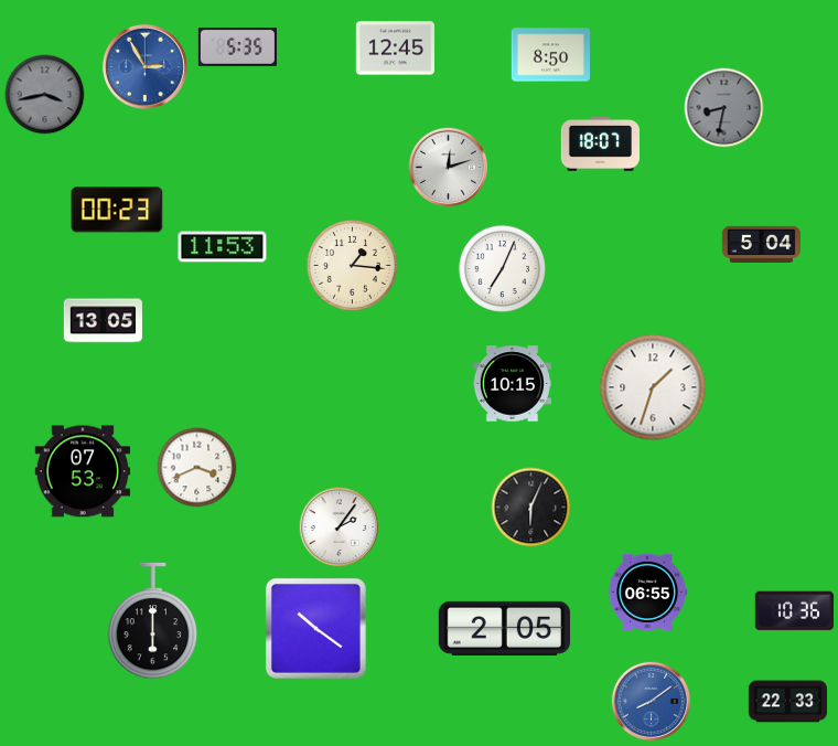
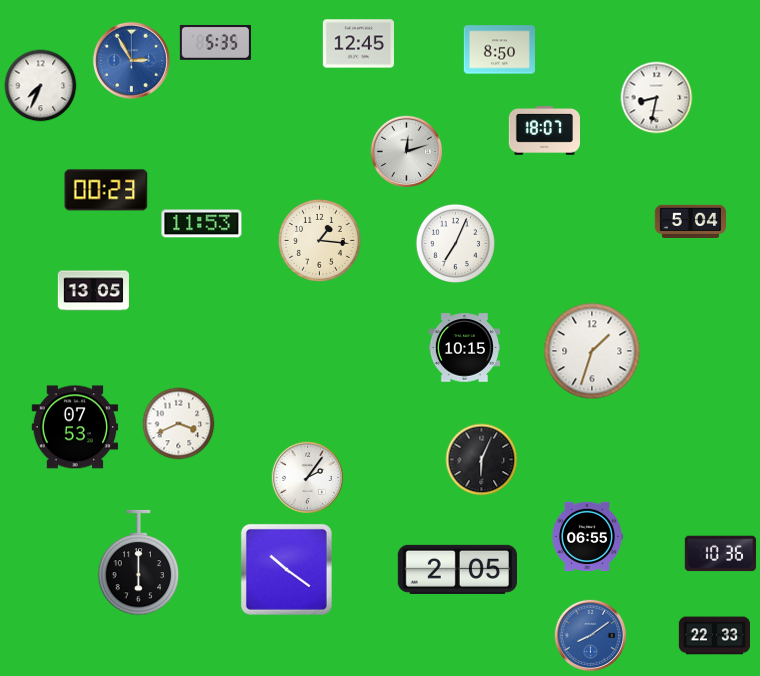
clock at (45, 95): 3:43 -> 7:34
clock at (45, 95) dial: grey -> white
clock at (724, 108) dial: grey -> white
